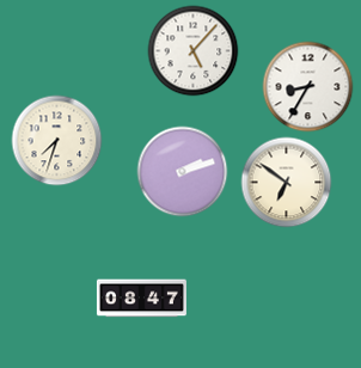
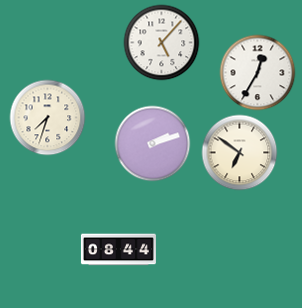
clock at (308, 87): 8:35 -> 12:35
clock at (141, 299): 08:47 -> 08:44
